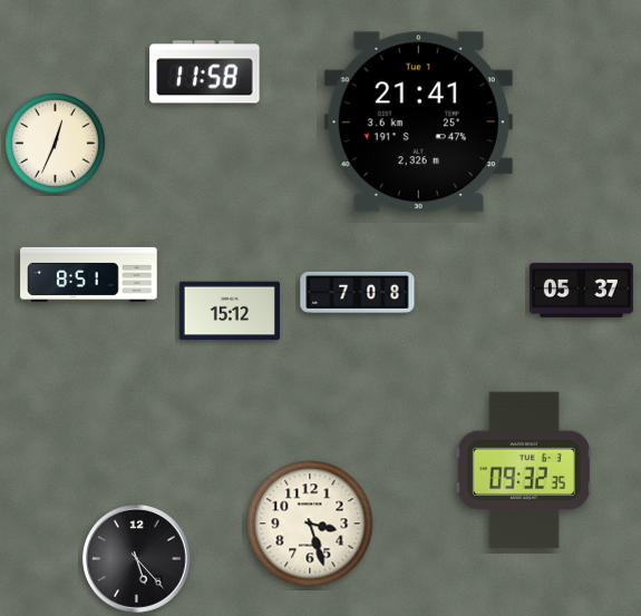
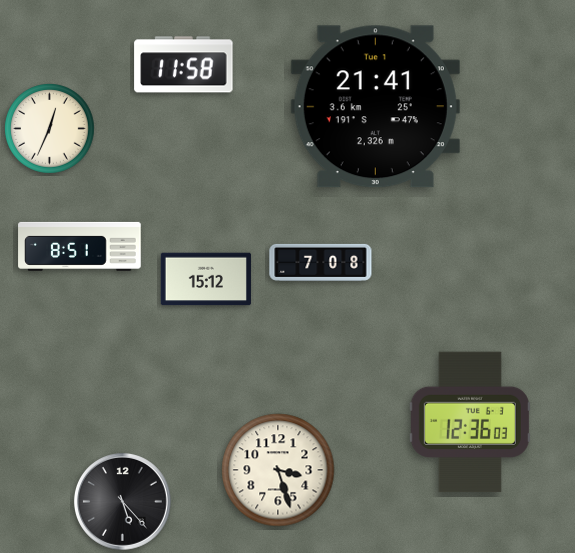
clock at (418, 123) position: (418, 123) -> (375, 107)
clock at (581, 290): 05:37 -> none
clock at (524, 470): 09:32 -> 12:36
